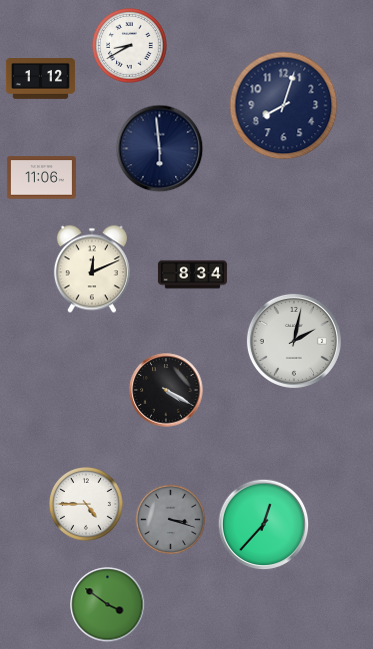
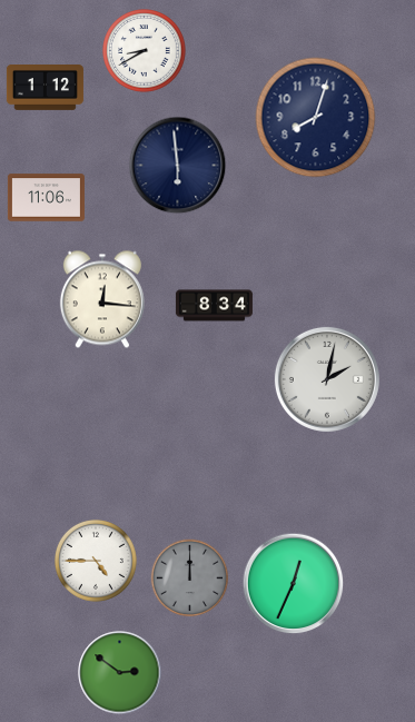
clock at (92, 269): 12:11 -> 12:16
clock at (166, 390): 4:20 -> none
clock at (171, 520): 3:18 -> 12:00
clock at (264, 525): 12:37 -> 12:34
clock at (108, 605): 3:51 -> 2:51
